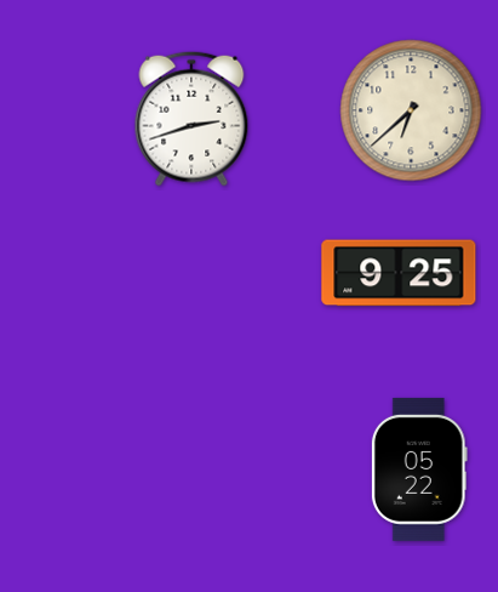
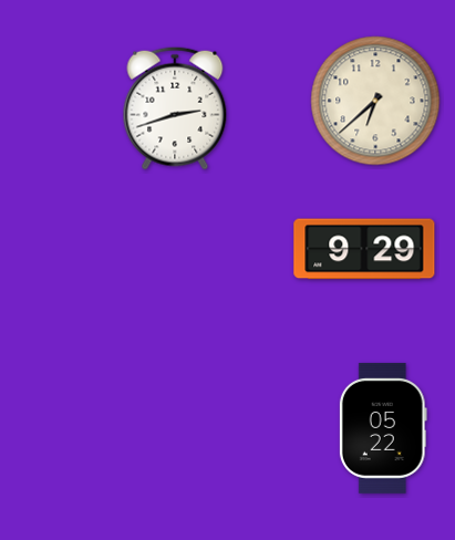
clock at (399, 273): 9:25 -> 9:29
